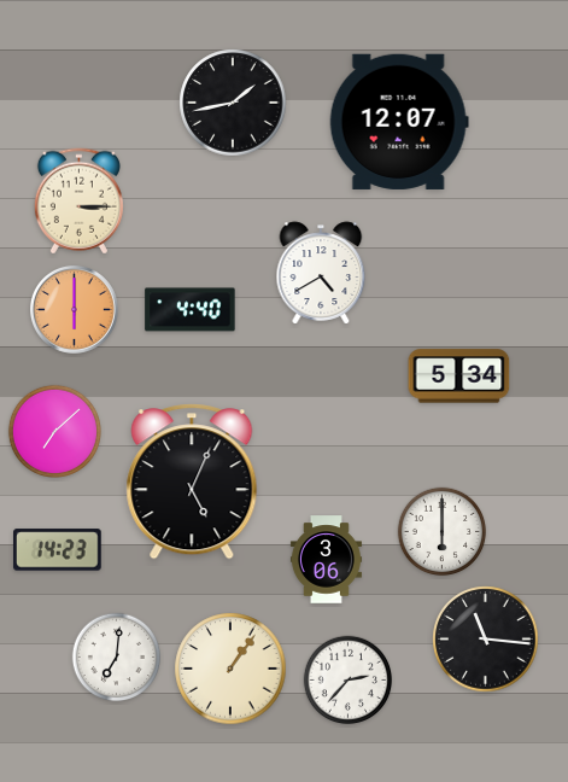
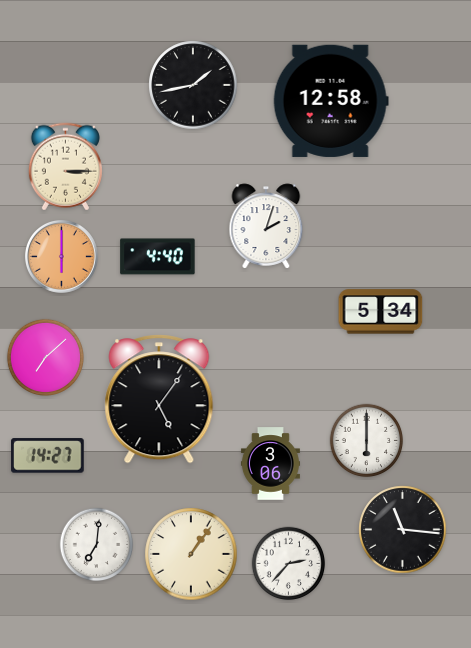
clock at (399, 122): 12:07 -> 12:58
clock at (321, 273): 4:40 -> 2:03
clock at (192, 482): 5:04 -> 5:06
clock at (58, 550): 14:23 -> 14:27
